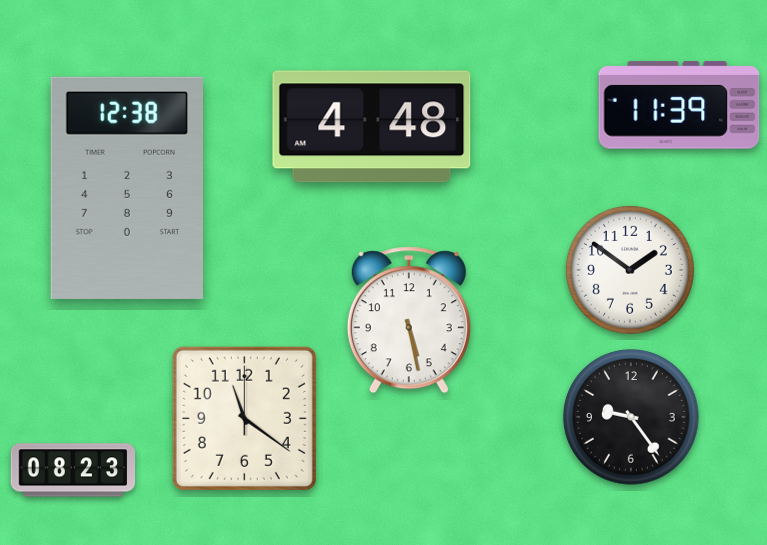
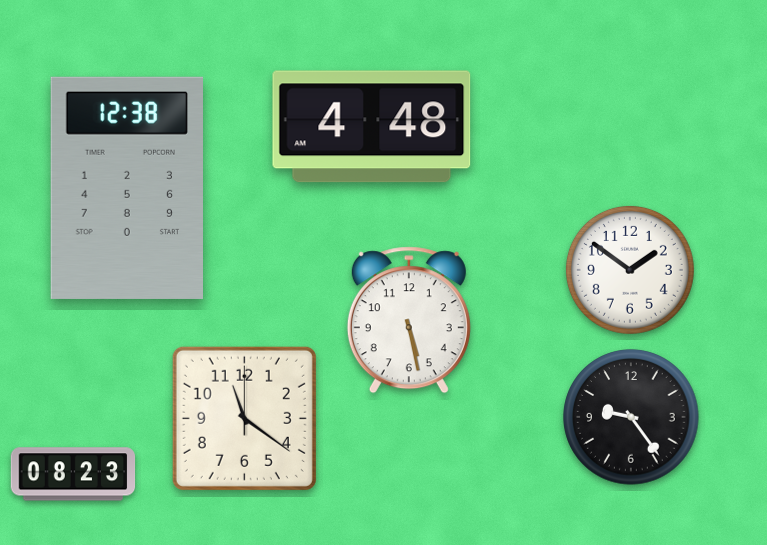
clock at (679, 105): 11:39 -> none
clock at (73, 470) position: (73, 470) -> (73, 474)
